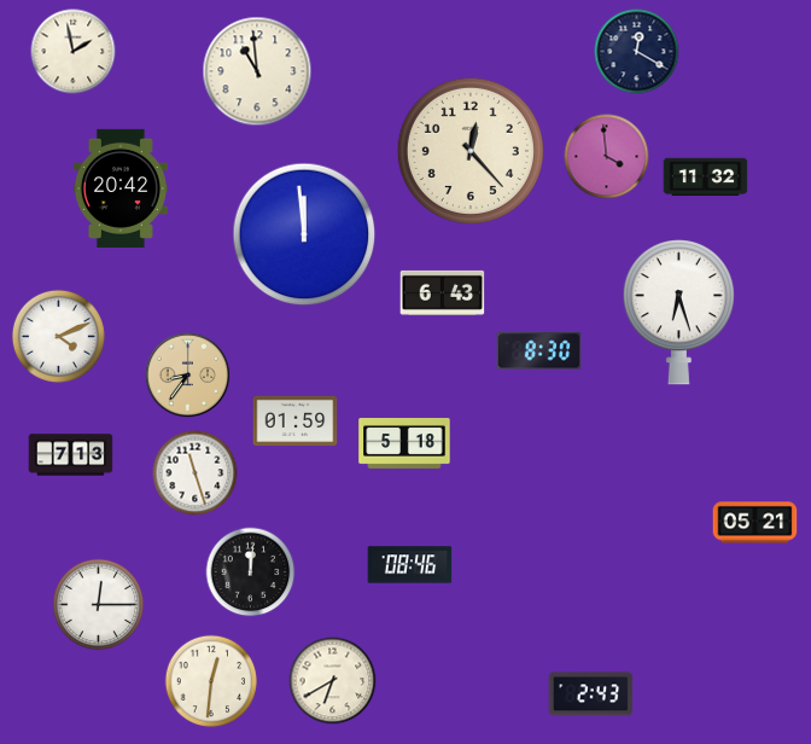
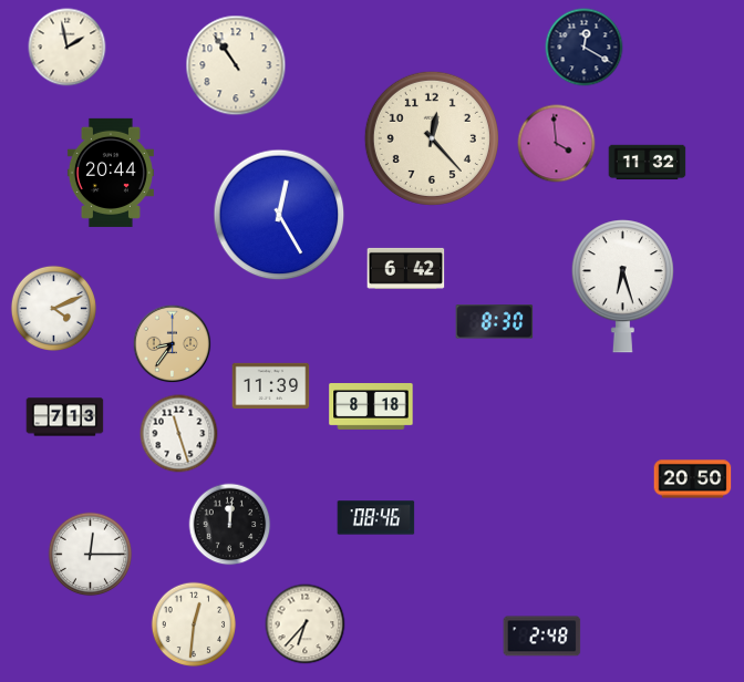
clock at (257, 71): 10:59 -> 10:54
clock at (121, 188): 20:42 -> 20:44
clock at (304, 234): 11:59 -> 12:25
clock at (443, 292): 6:43 -> 6:42
clock at (296, 420): 01:59 -> 11:39
clock at (404, 444): 5:18 -> 8:18
clock at (755, 523): 05:21 -> 20:50
clock at (333, 681): 6:40 -> 6:37
clock at (591, 694): 2:43 -> 2:48
